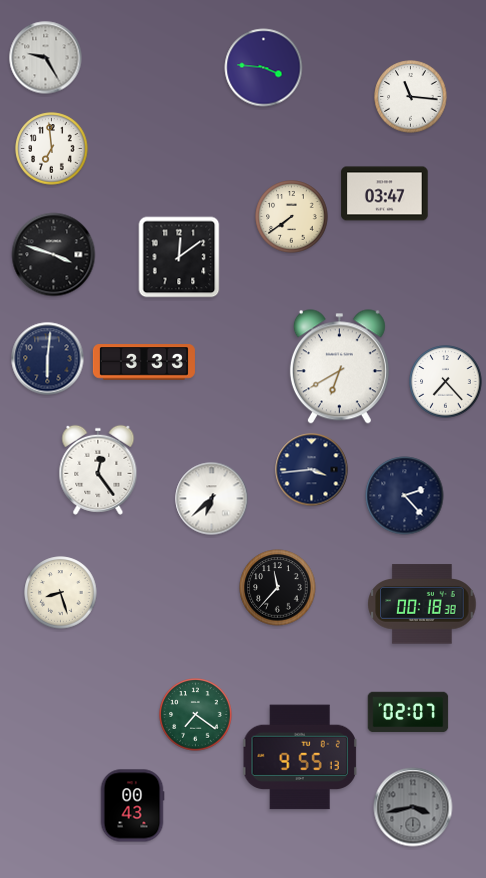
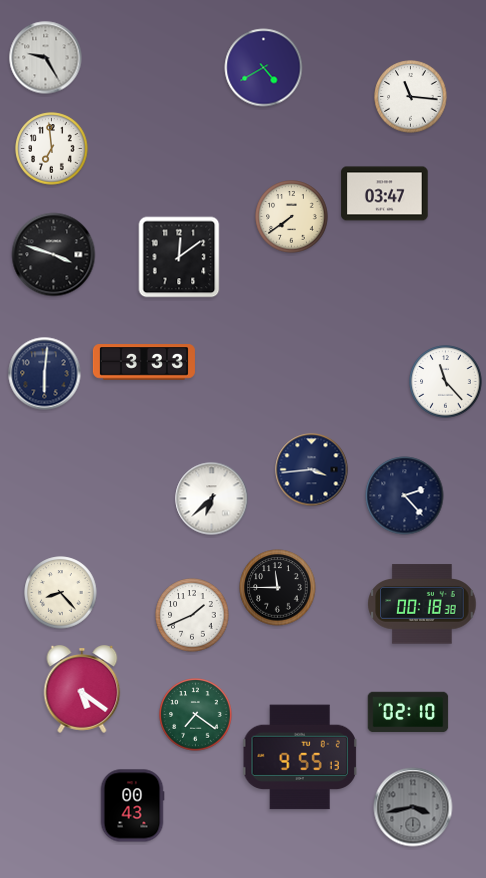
clock at (264, 68): 3:46 -> 4:40
clock at (48, 359) position: (48, 359) -> (45, 374)
clock at (339, 367): 6:40 -> none
clock at (446, 382): 7:23 -> 11:23
clock at (98, 470): 12:24 -> none
clock at (278, 588): 11:37 -> 11:45
clock at (61, 593): 8:27 -> 8:23
clock at (192, 615): none -> 1:41
clock at (82, 689): none -> 5:21
clock at (408, 712): 02:07 -> 02:10
